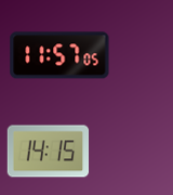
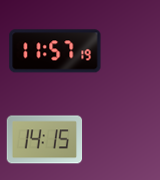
clock at (59, 55): 11:57:05 -> 11:57:19
